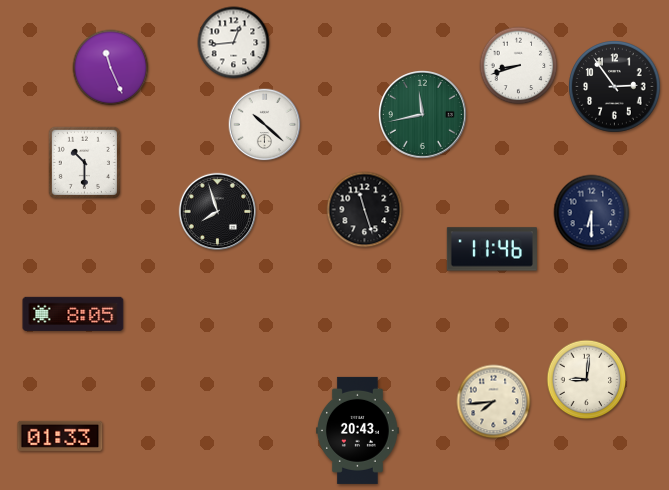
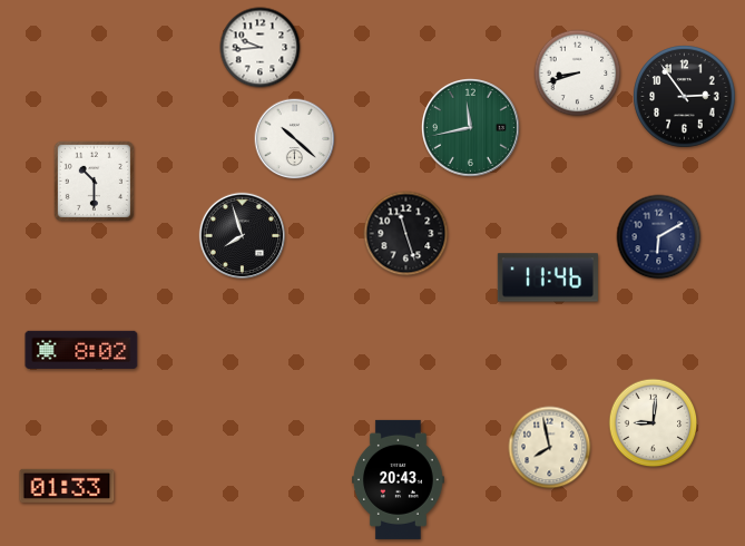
clock at (234, 43): 12:44 -> 9:44
clock at (111, 68): 11:26 -> none
clock at (592, 213): 6:30 -> 6:10
clock at (73, 314): 8:05 -> 8:02
clock at (494, 402): 7:44 -> 7:58
